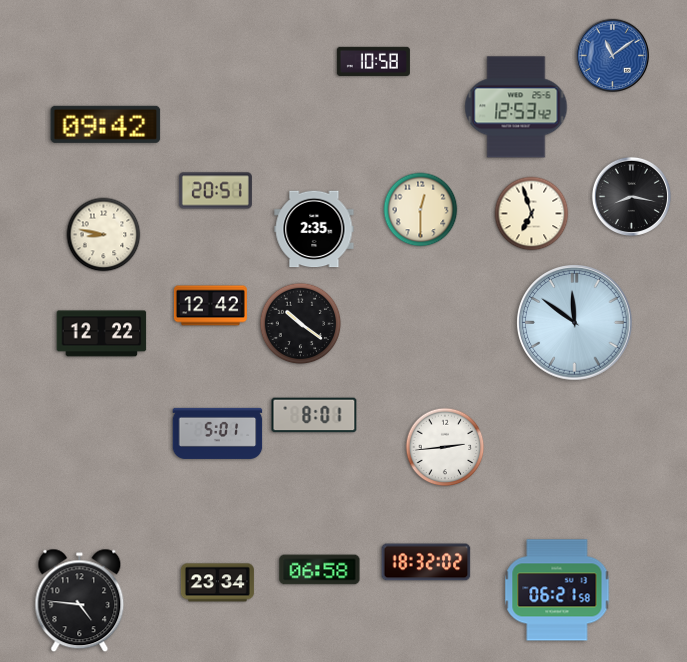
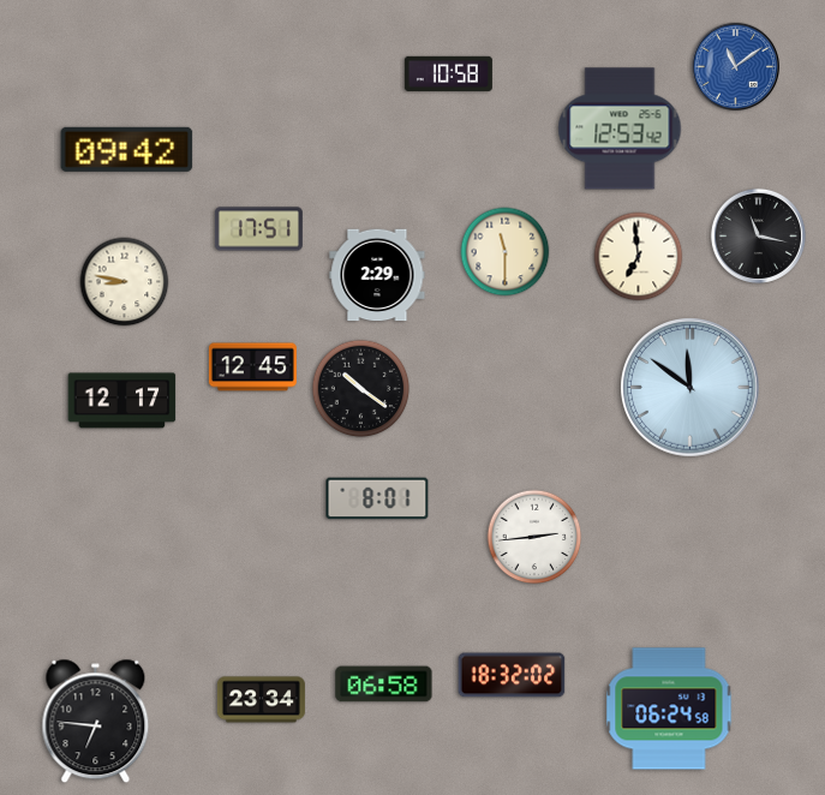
clock at (215, 191): 20:51 -> 17:51
clock at (631, 196): 8:17 -> 11:17
clock at (421, 210): 12:30 -> 11:30
clock at (532, 214): 6:57 -> 6:59
clock at (314, 229): 2:35 -> 2:29
clock at (210, 306): 12:42 -> 12:45
clock at (102, 334): 12:22 -> 12:17
clock at (218, 433): 5:01 -> none
clock at (557, 590): 06:21 -> 06:24
clock at (80, 601): 4:46 -> 6:46
